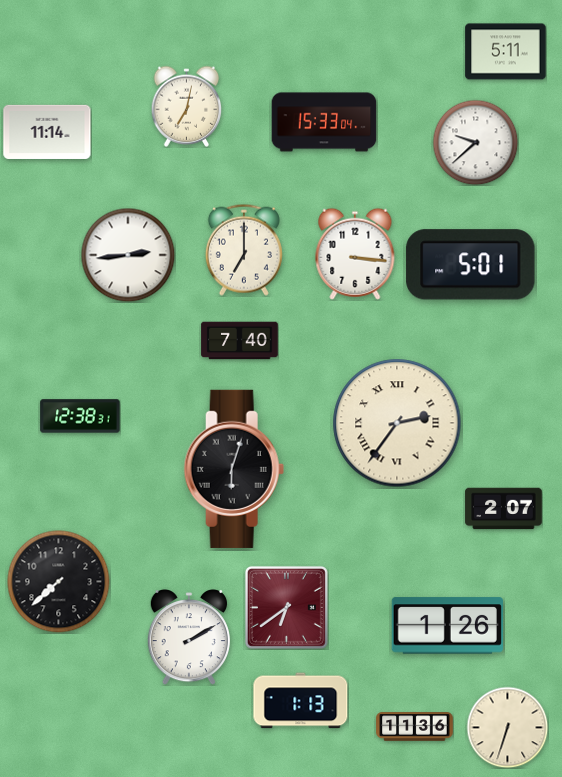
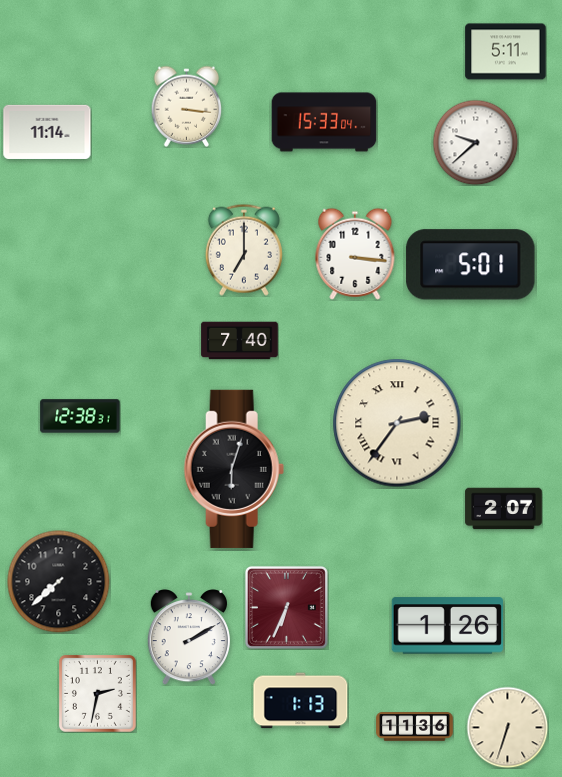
clock at (187, 106): 7:02 -> 3:16
clock at (128, 255): 2:44 -> none
clock at (286, 607): 6:39 -> 6:34
clock at (97, 693): none -> 2:32
